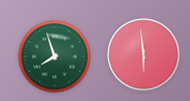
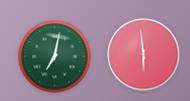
clock at (55, 57): 7:57 -> 7:02
